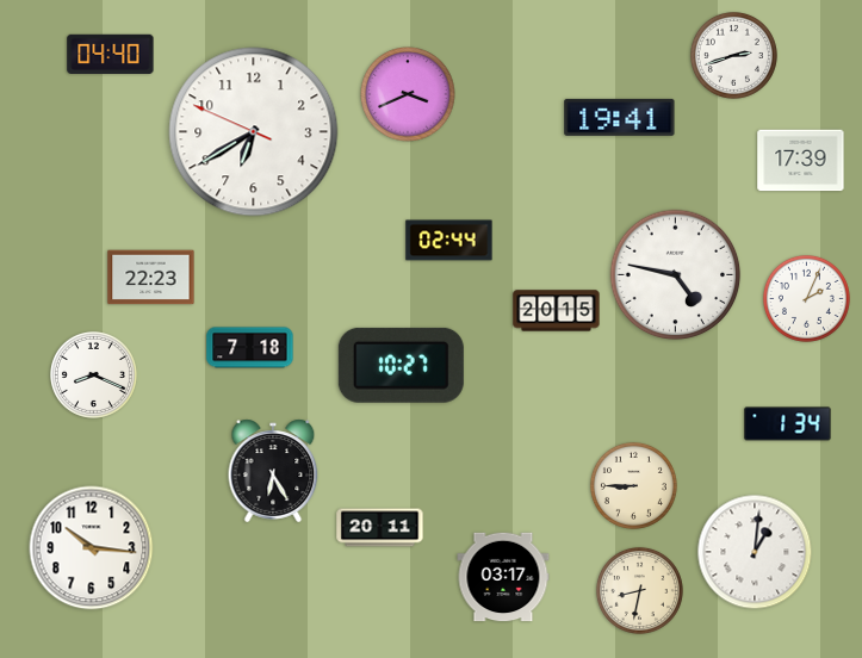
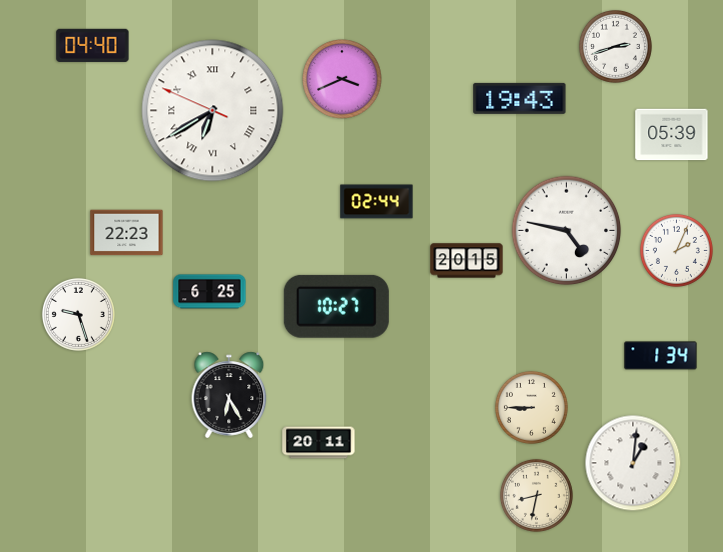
clock at (620, 117): 19:41 -> 19:43
clock at (254, 132) numerals: Arabic -> Roman
clock at (801, 161): 17:39 -> 05:39
clock at (250, 348): 7:18 -> 6:25
clock at (93, 374): 8:19 -> 9:27
clock at (92, 548): 10:16 -> none
clock at (503, 577): 03:17 -> none
